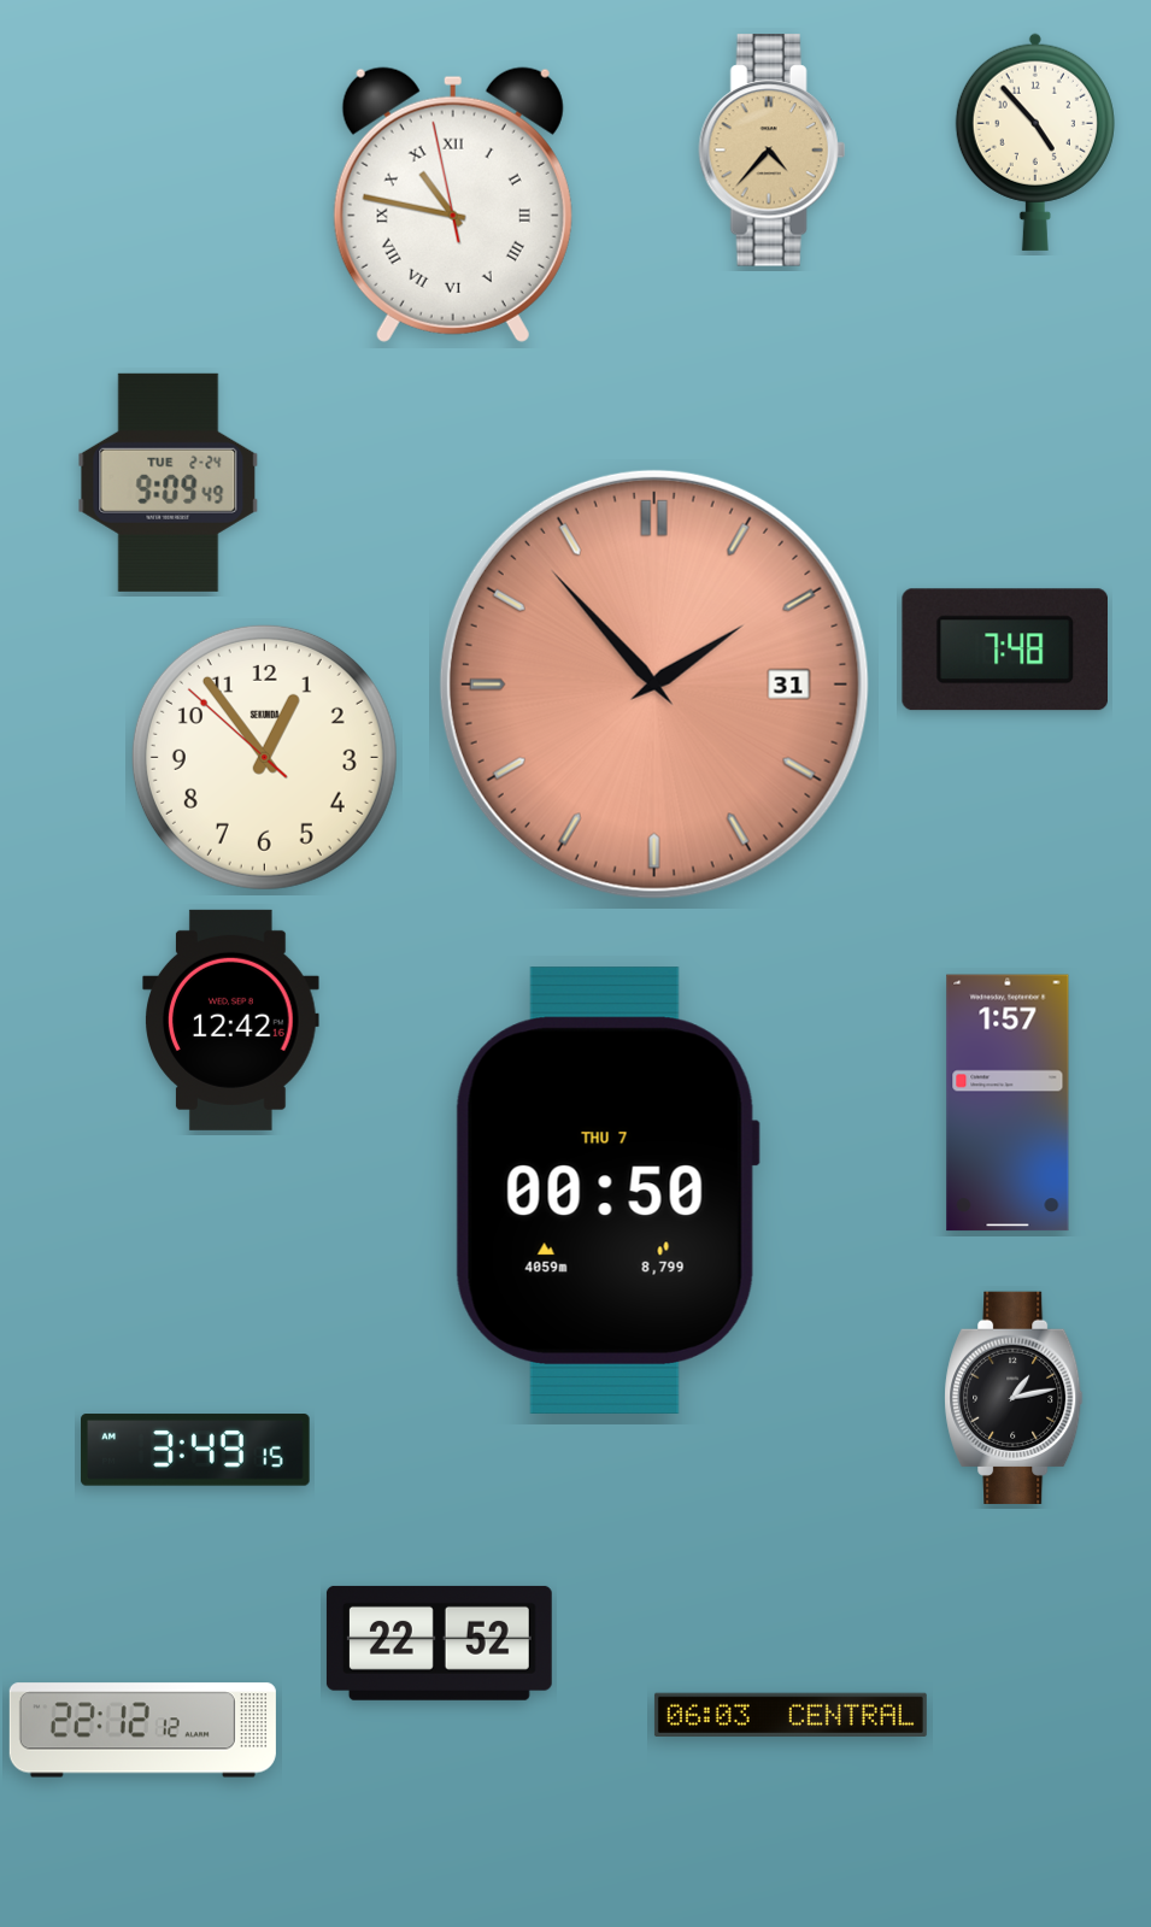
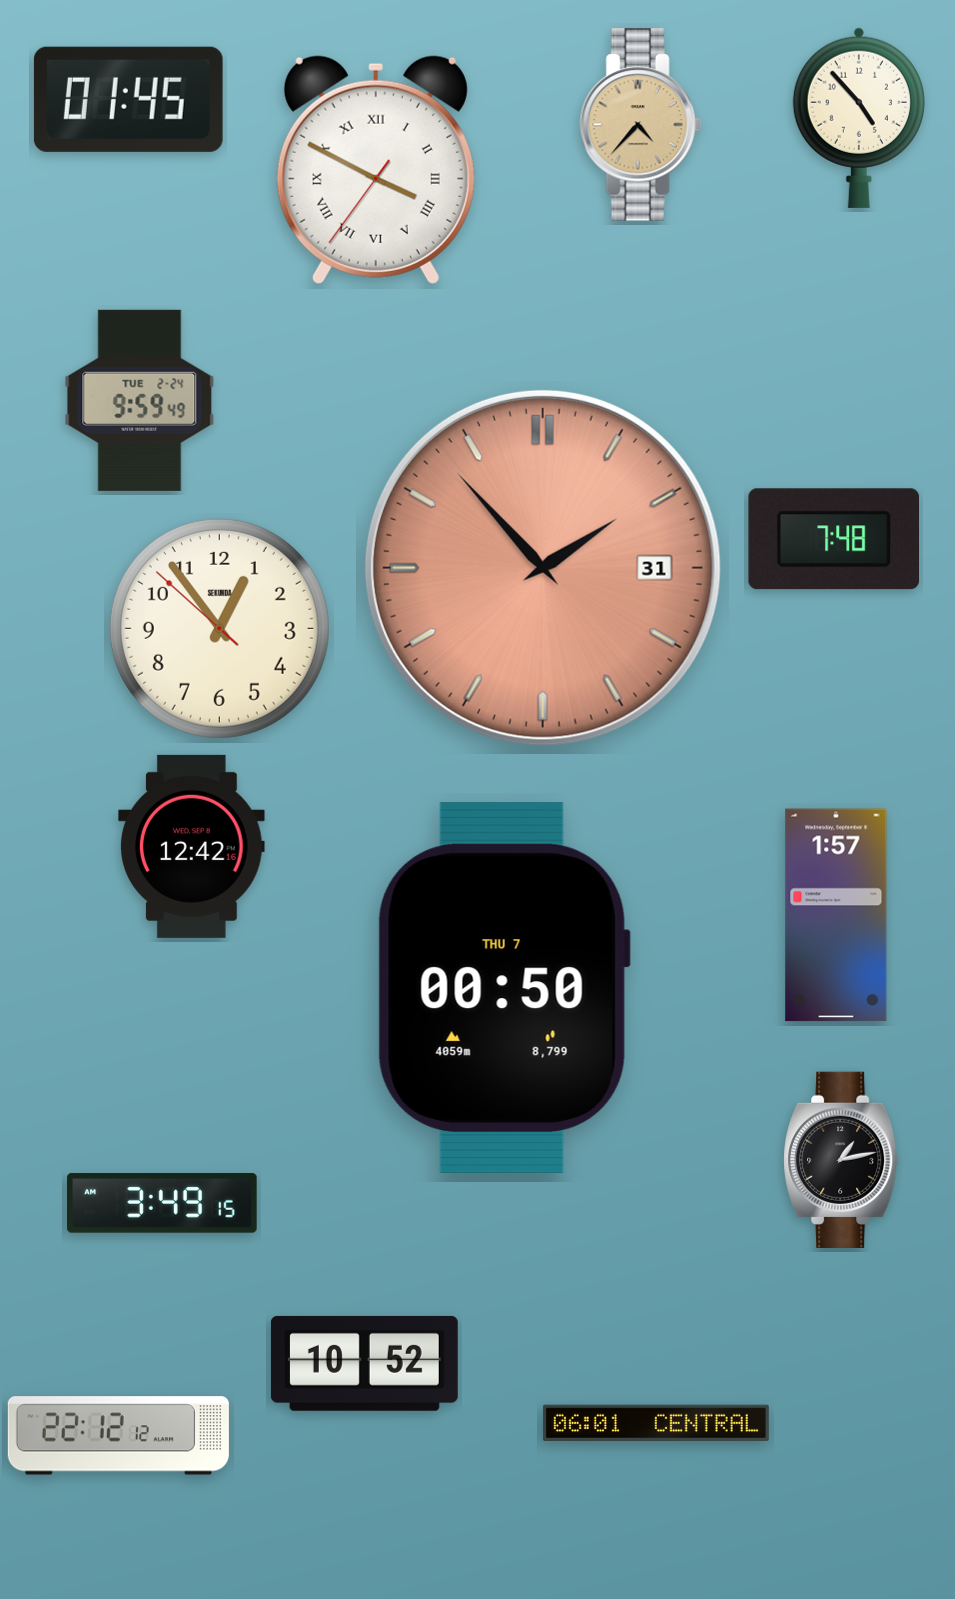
clock at (128, 99): none -> 01:45
clock at (453, 205): 10:46 -> 3:49
clock at (169, 482): 9:09 -> 9:59
clock at (439, 1643): 22:52 -> 10:52
clock at (791, 1714): 06:03 -> 06:01
